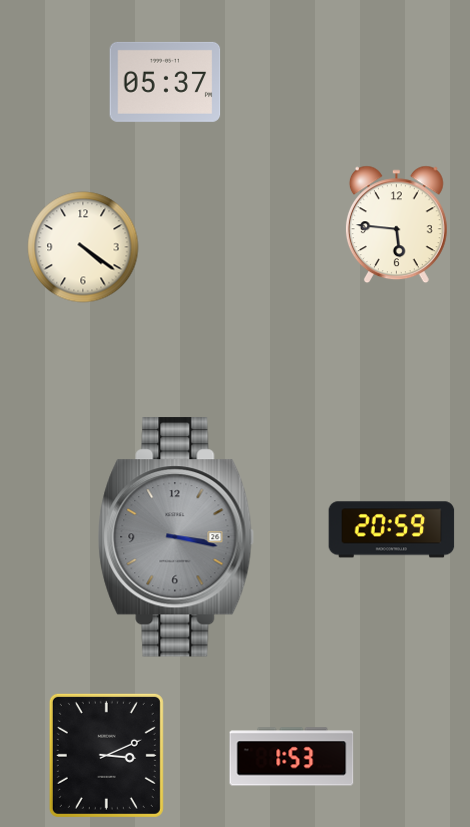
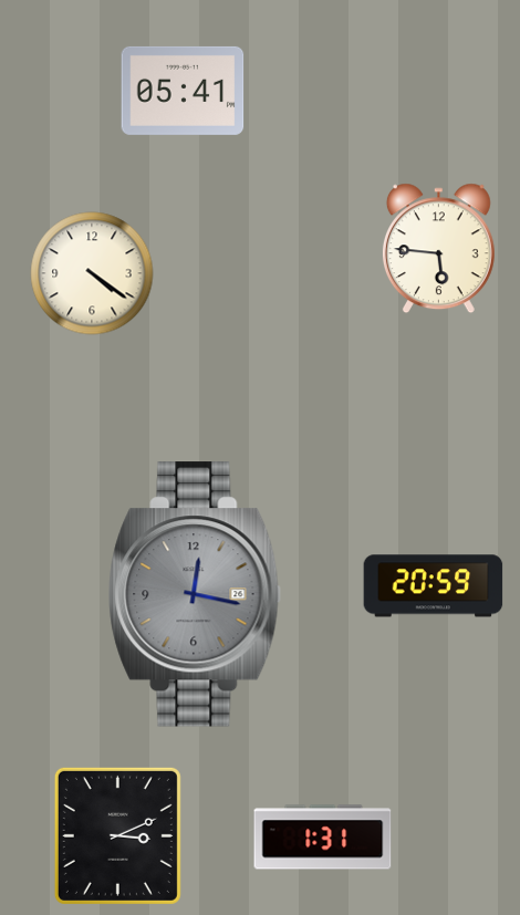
clock at (165, 82): 05:37 -> 05:41
clock at (176, 537): 3:17 -> 12:17
clock at (292, 757): 1:53 -> 1:31
